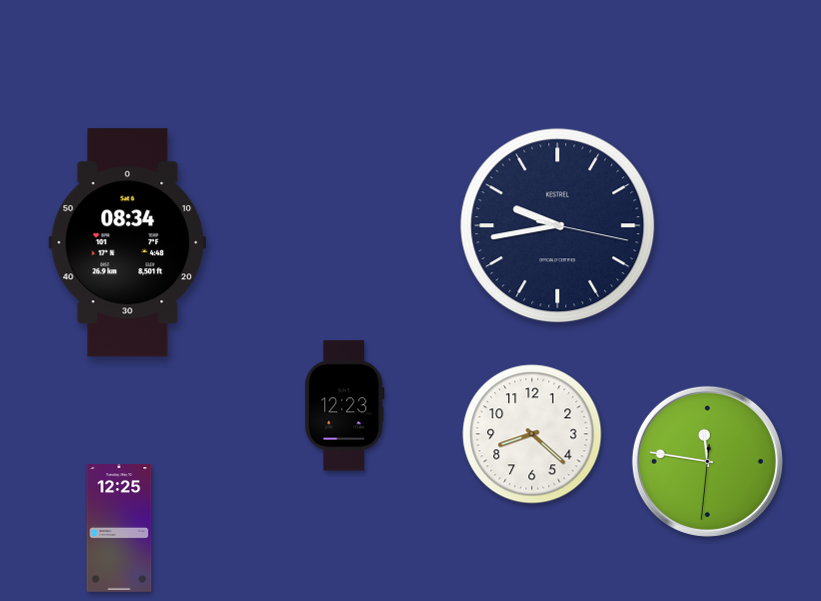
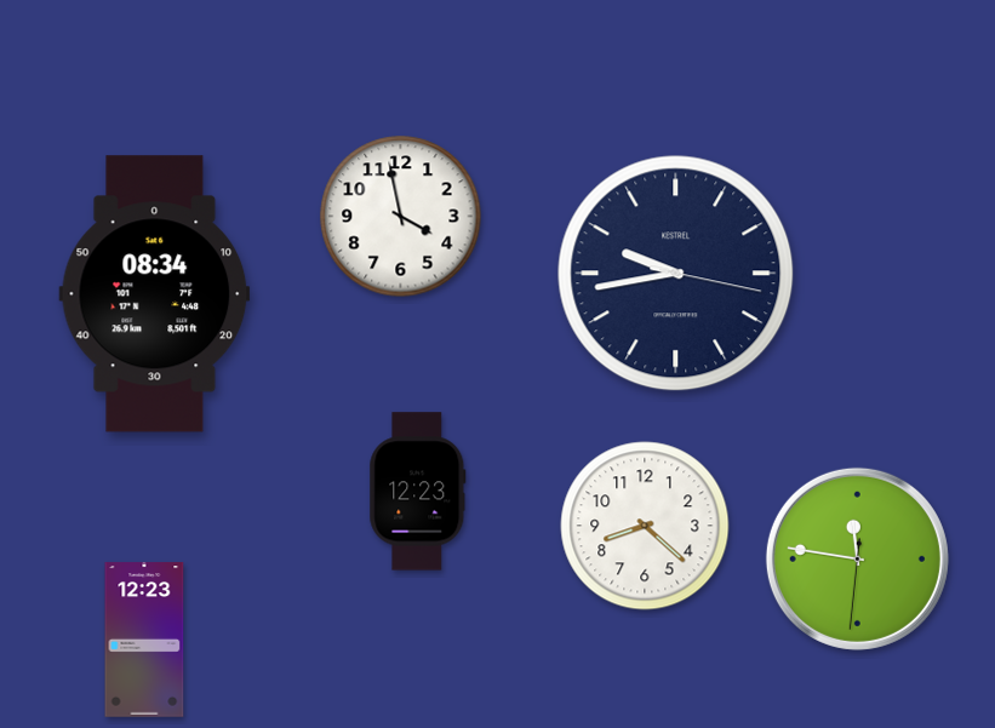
clock at (401, 217): none -> 3:58
clock at (119, 528): 12:25 -> 12:23
